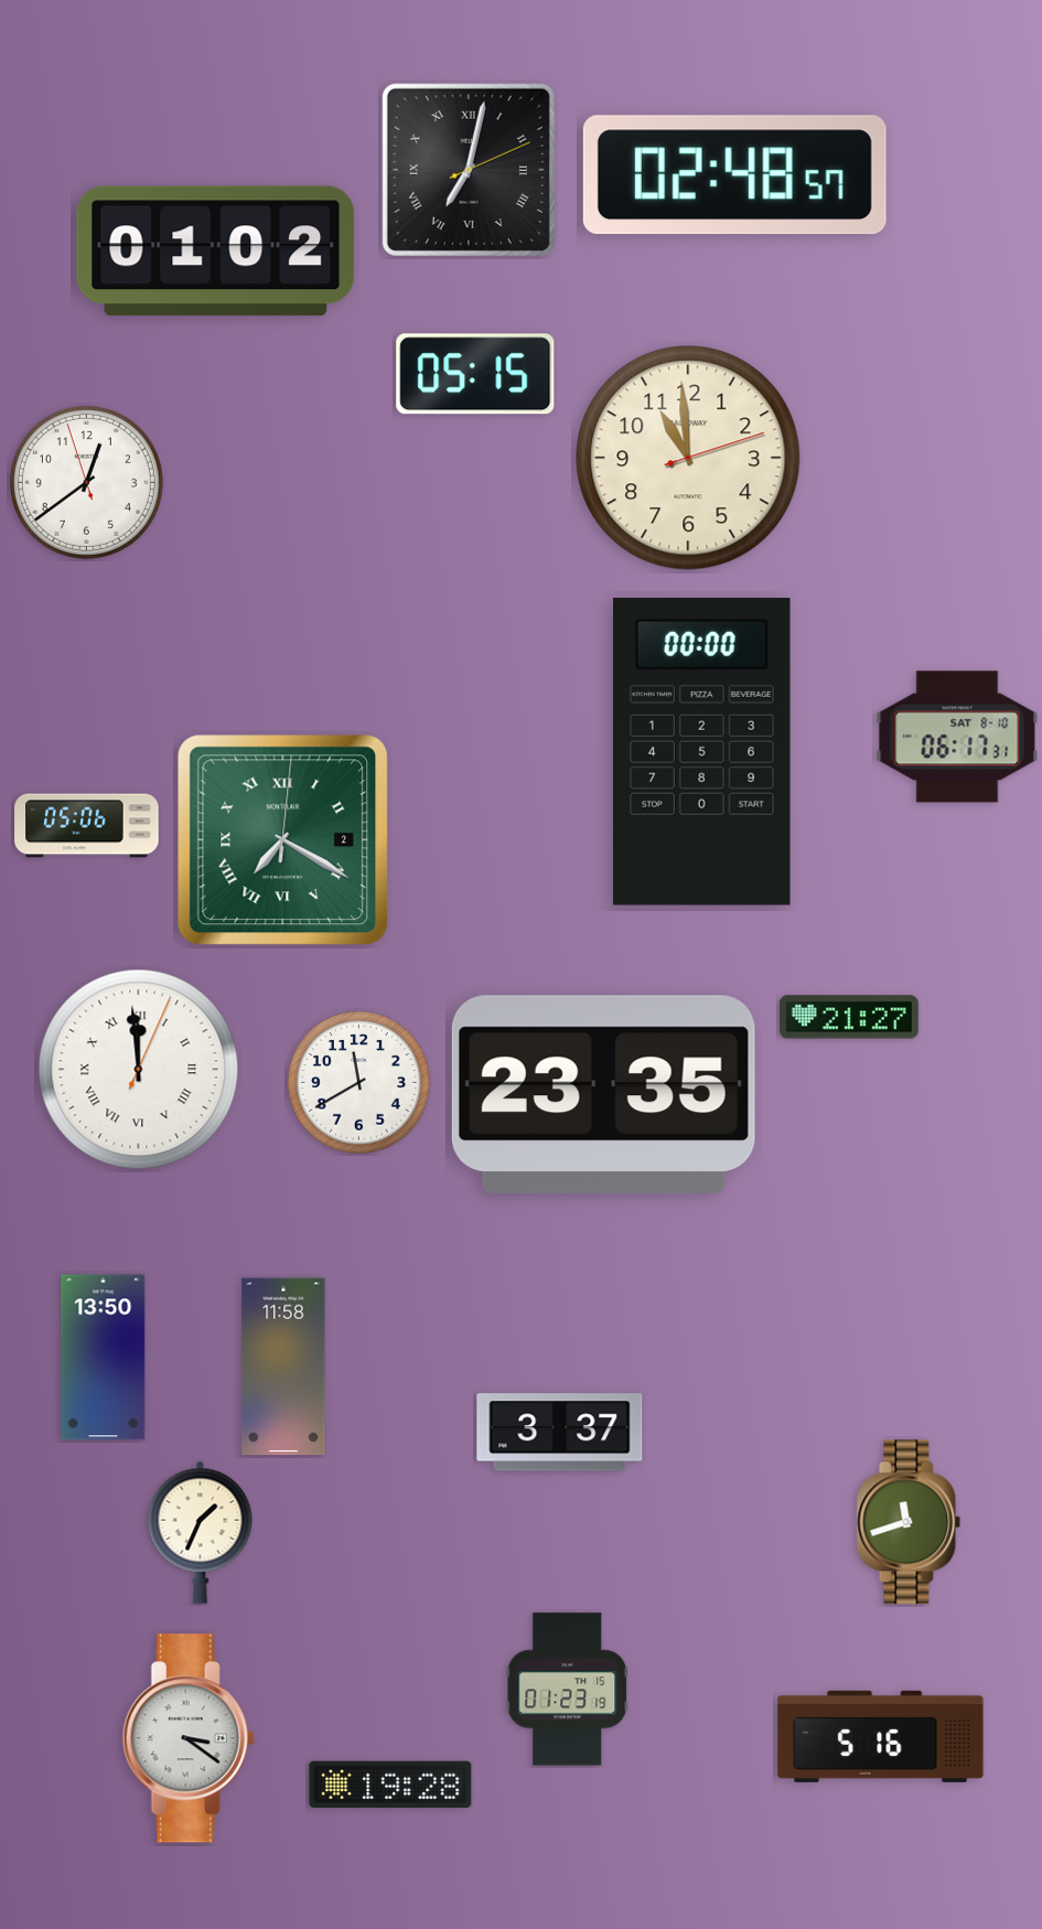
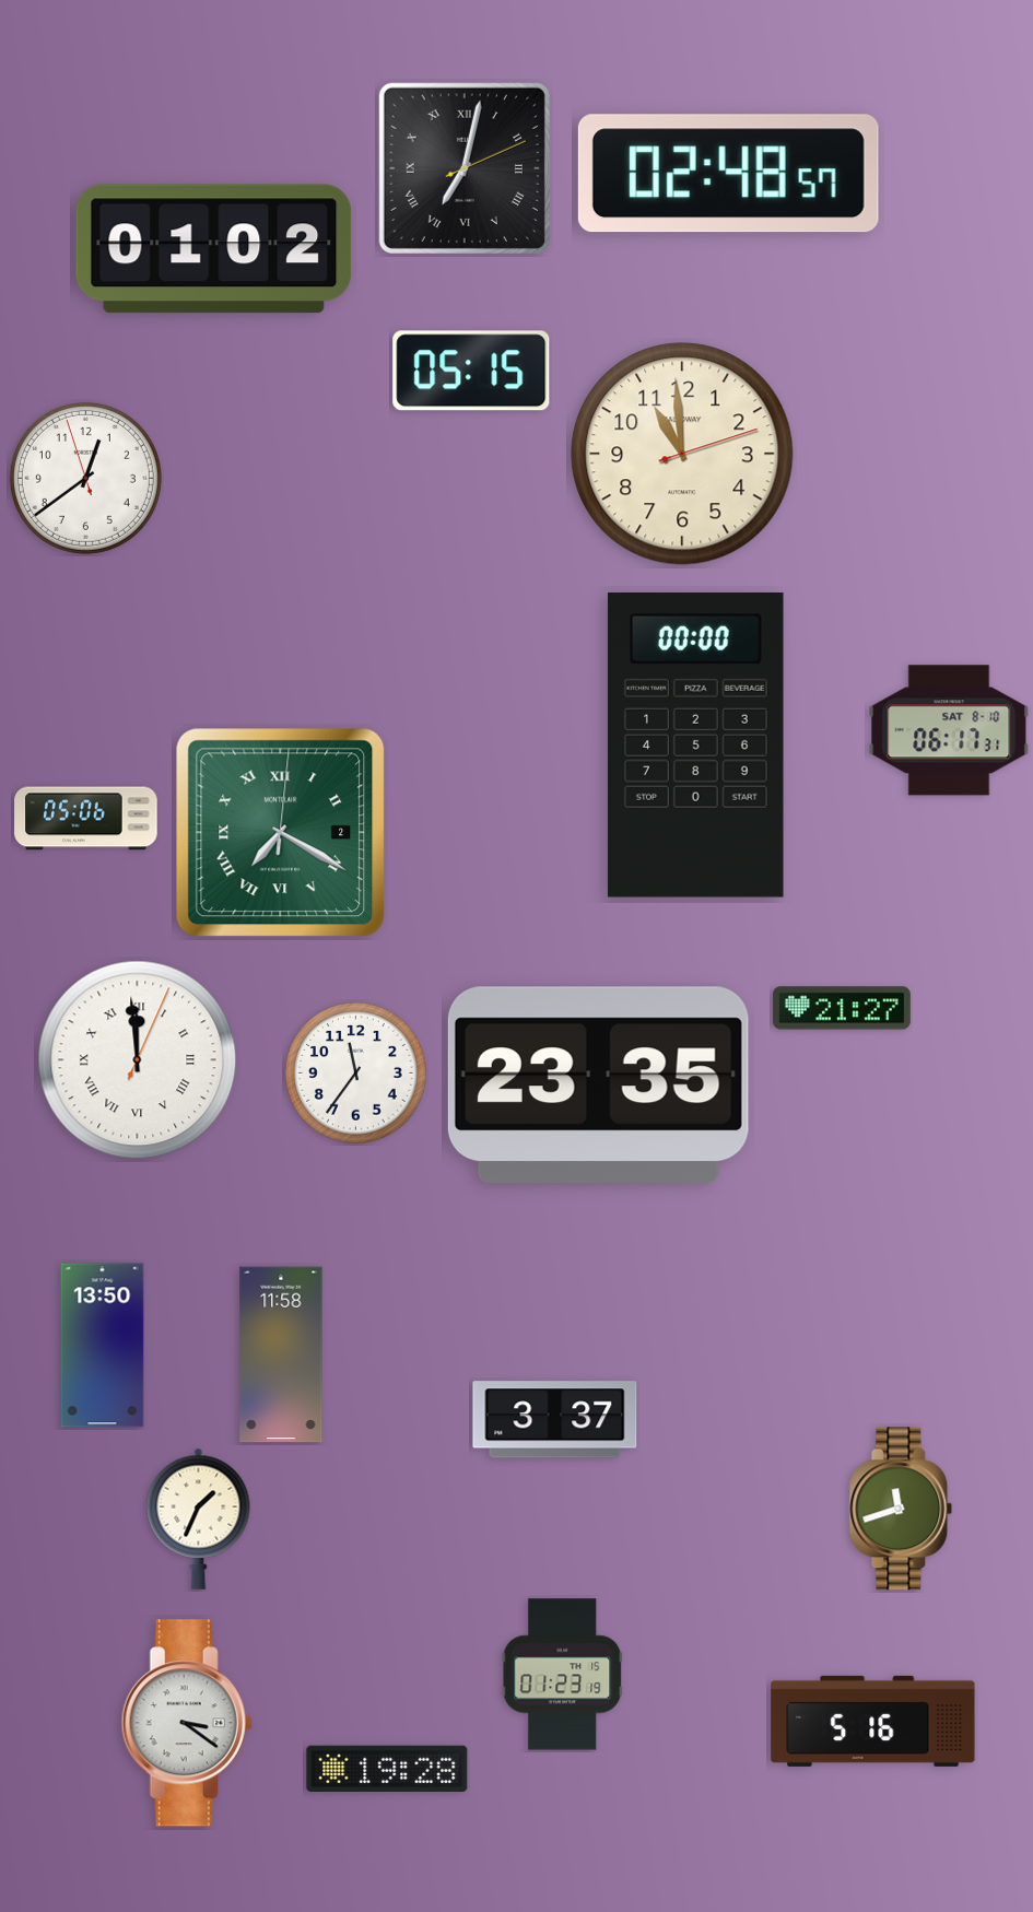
clock at (359, 1083): 11:40 -> 11:36
